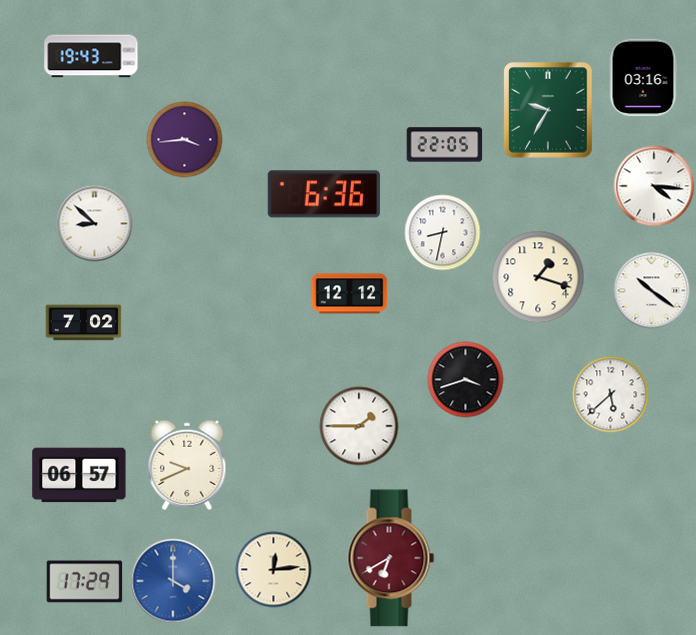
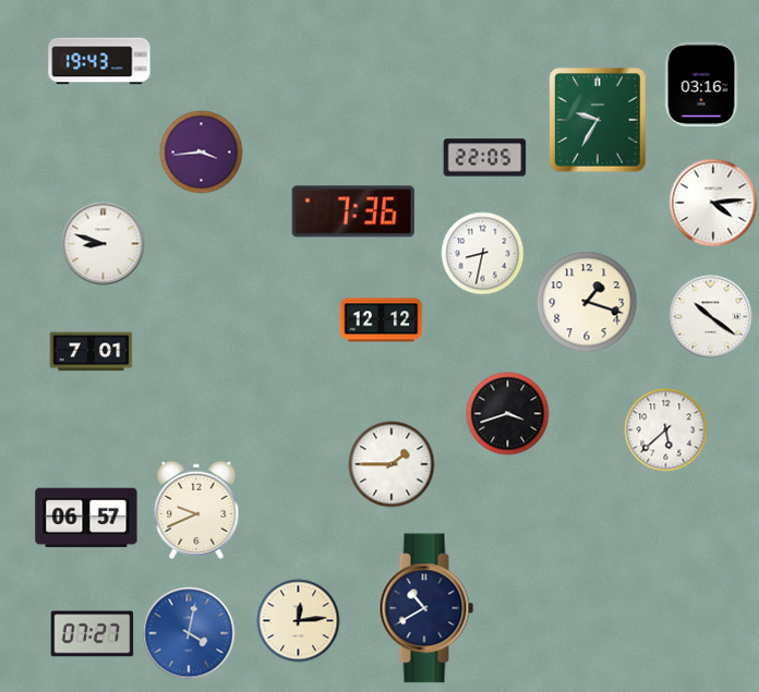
clock at (654, 186): 4:16 -> 4:14
clock at (324, 194): 6:36 -> 7:36
clock at (95, 224): 8:52 -> 8:48
clock at (84, 323): 7:02 -> 7:01
clock at (187, 465) position: (187, 465) -> (196, 510)
clock at (391, 558): 6:40 -> 10:40
clock at (391, 558) dial: burgundy -> navy
clock at (173, 581): 4:00 -> 4:02
clock at (85, 582): 17:29 -> 07:27
